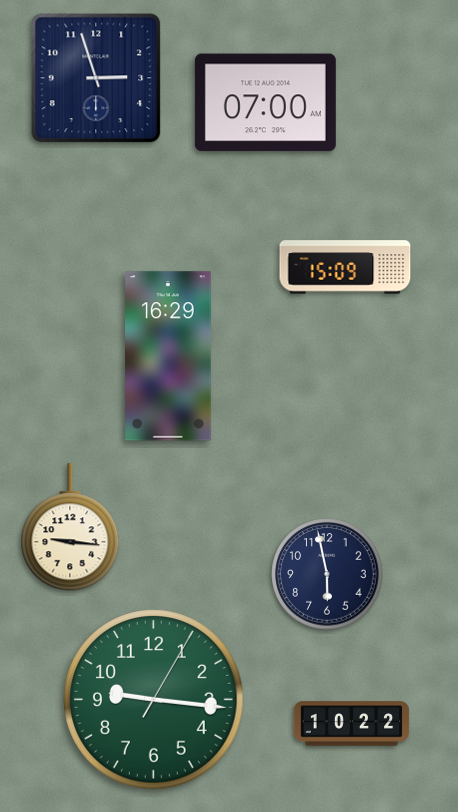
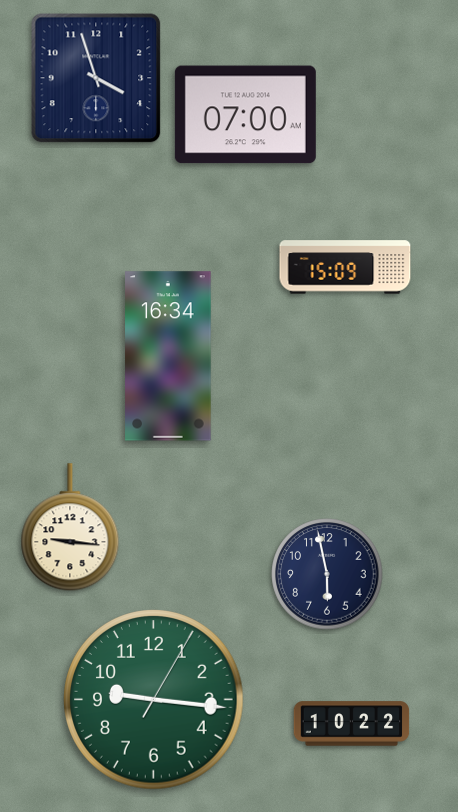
clock at (96, 78): 2:57 -> 3:57
clock at (265, 103) position: (265, 103) -> (245, 115)
clock at (168, 356): 16:29 -> 16:34
